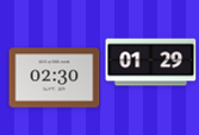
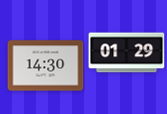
clock at (55, 78): 02:30 -> 14:30
